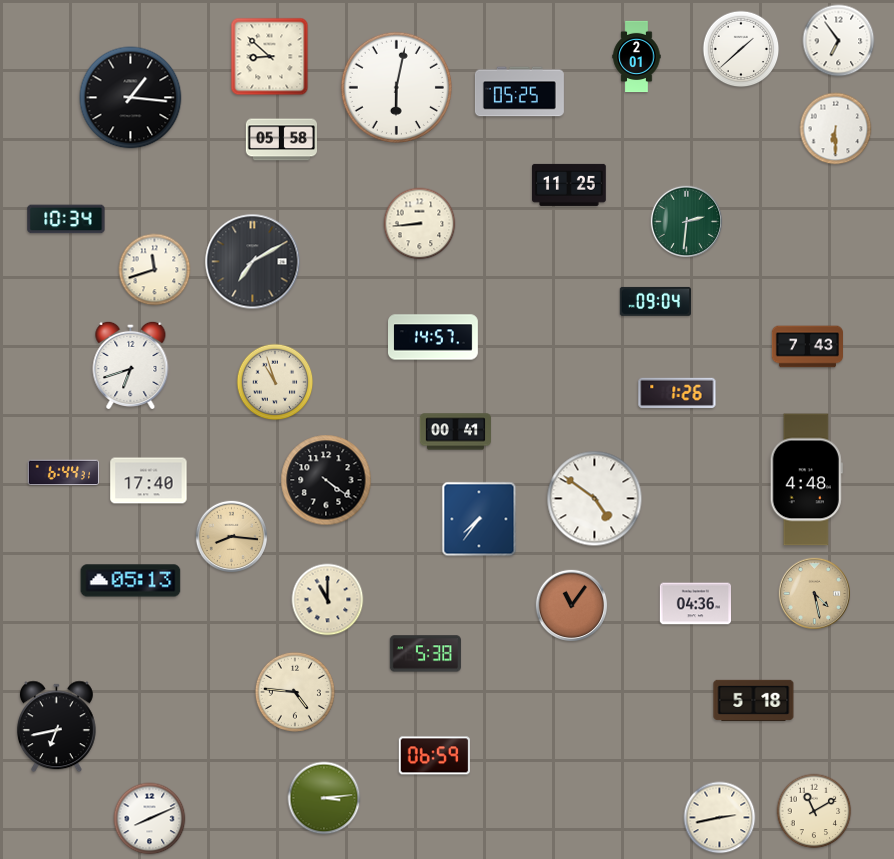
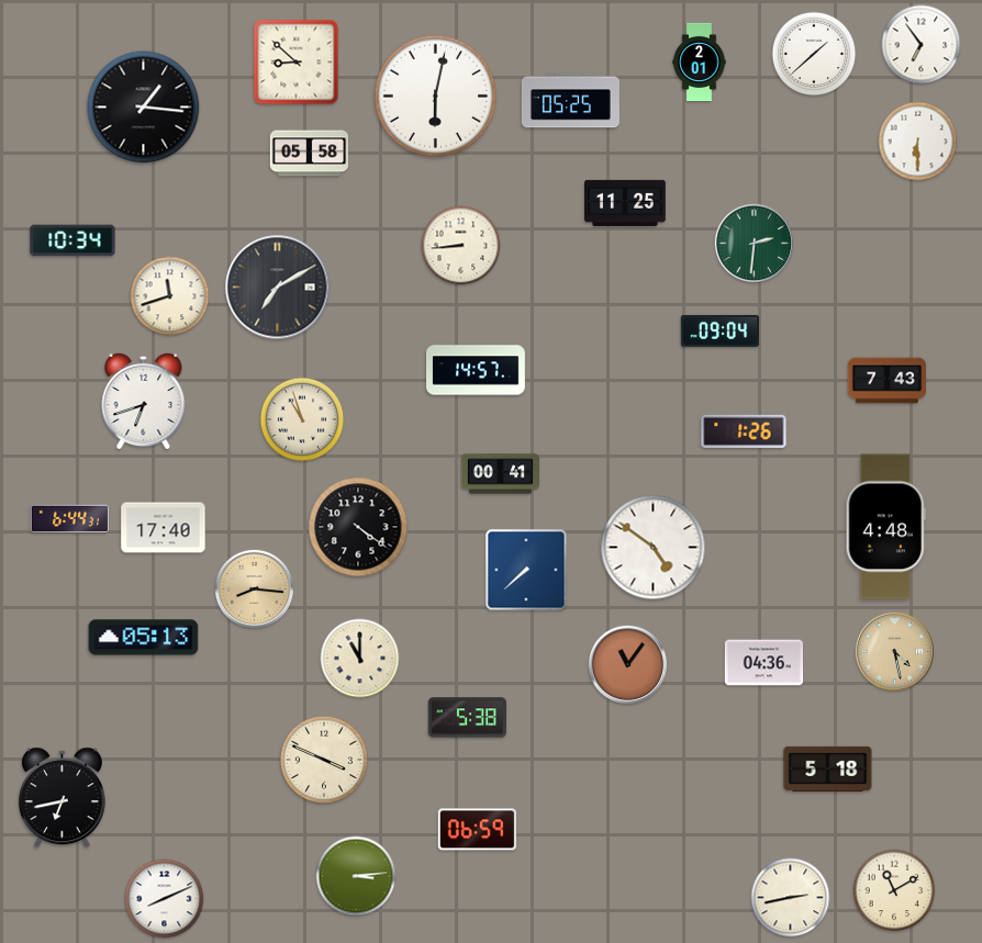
clock at (479, 519): 7:36 -> 7:38
clock at (295, 692): 4:46 -> 3:49
